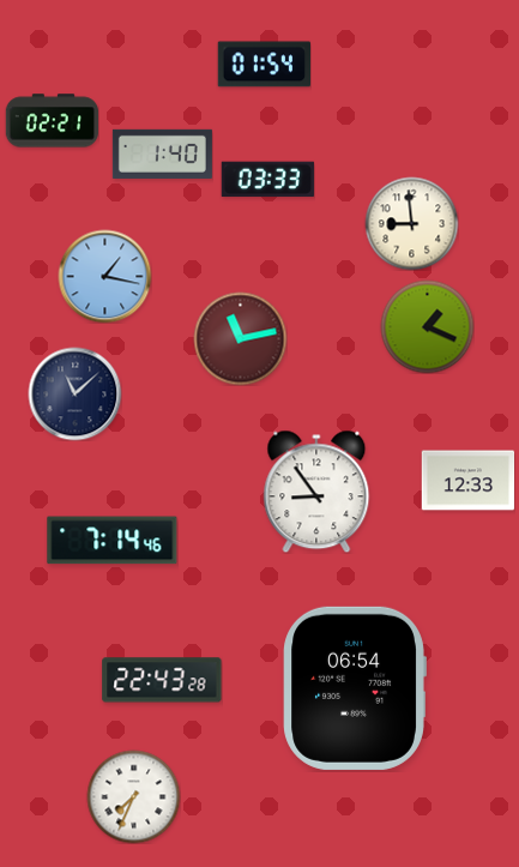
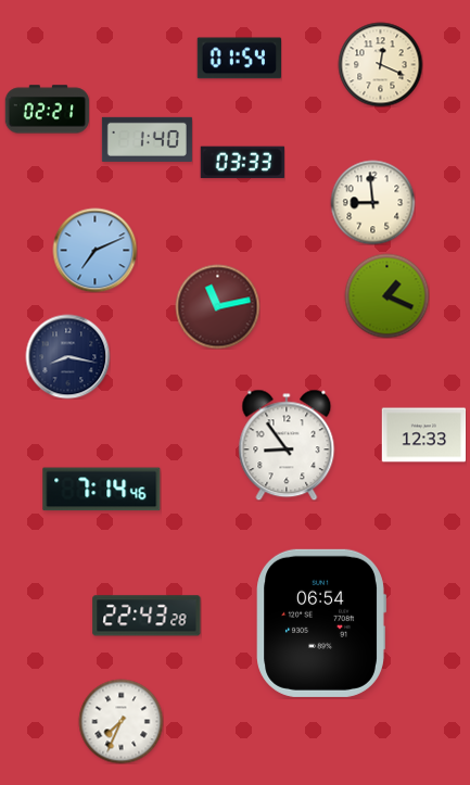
clock at (380, 64): none -> 12:19
clock at (104, 276): 1:17 -> 7:11
clock at (74, 393): 11:08 -> 8:17
